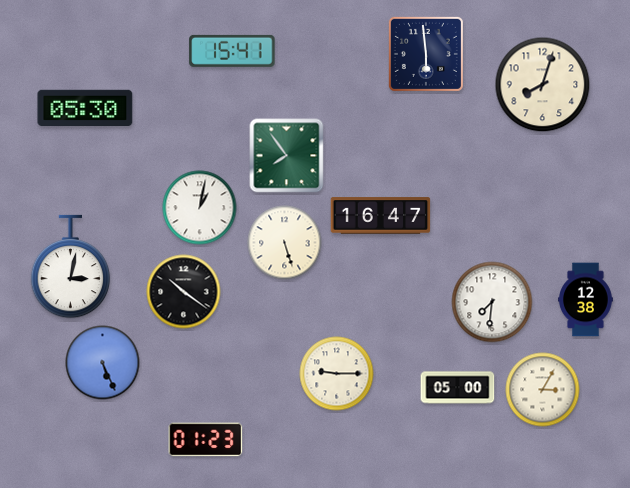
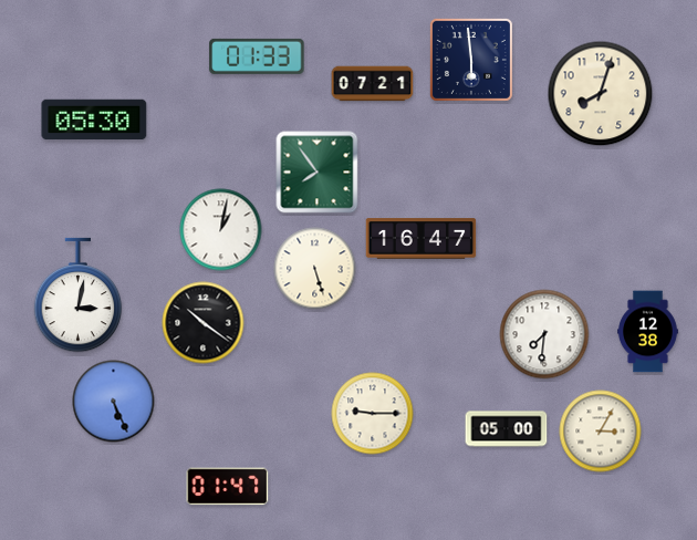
clock at (232, 51): 15:41 -> 01:33
clock at (373, 84): none -> 07:21
clock at (206, 440): 01:23 -> 01:47
